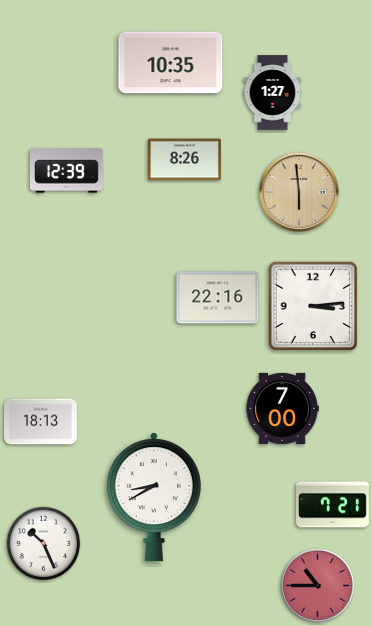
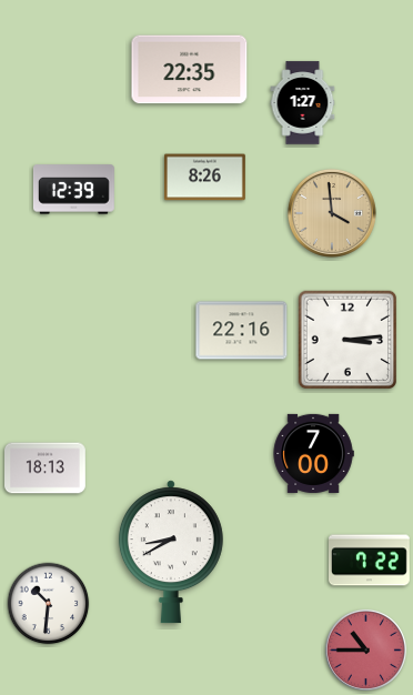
clock at (171, 63): 10:35 -> 22:35
clock at (299, 192): 5:59 -> 3:59
clock at (333, 505): 7:21 -> 7:22
clock at (44, 544): 10:26 -> 10:31
clock at (317, 585) position: (317, 585) -> (365, 649)
